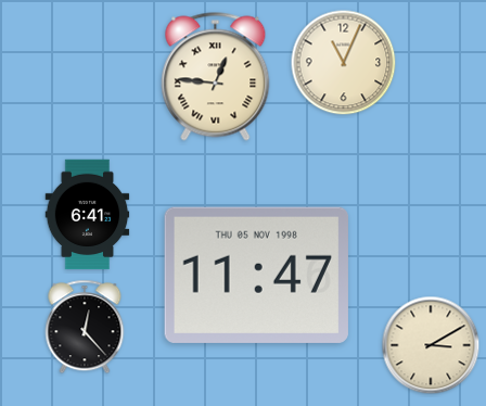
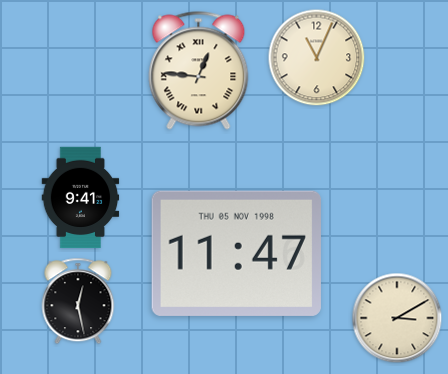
clock at (88, 215): 6:41 -> 9:41
clock at (85, 327): 12:23 -> 12:28
